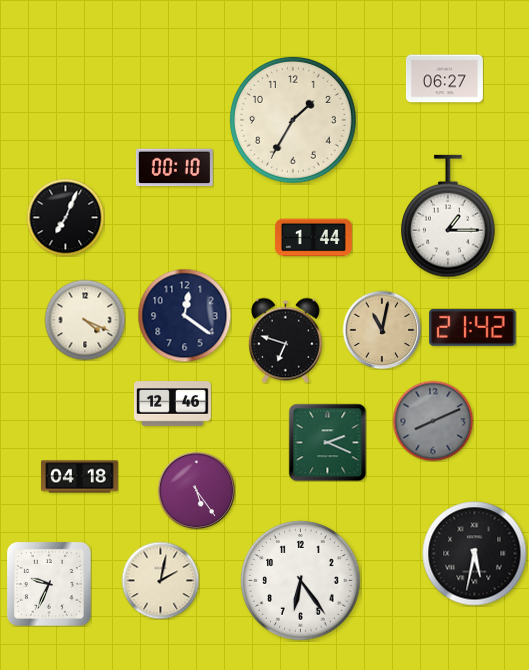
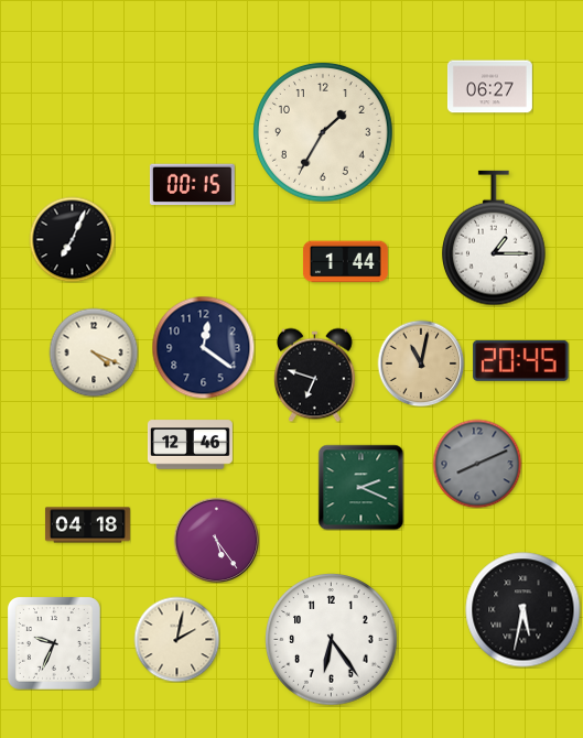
clock at (174, 168): 00:10 -> 00:15
clock at (473, 327): 21:42 -> 20:45
